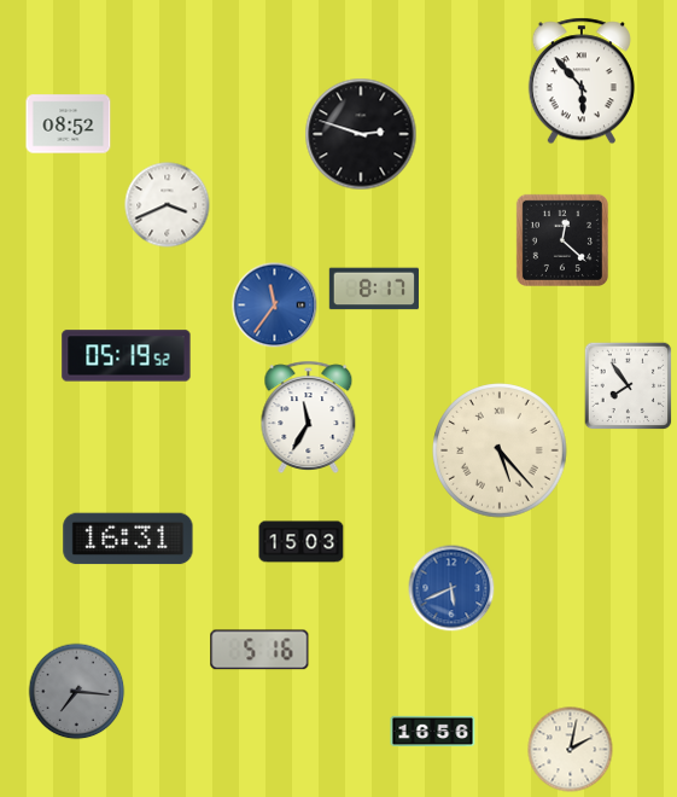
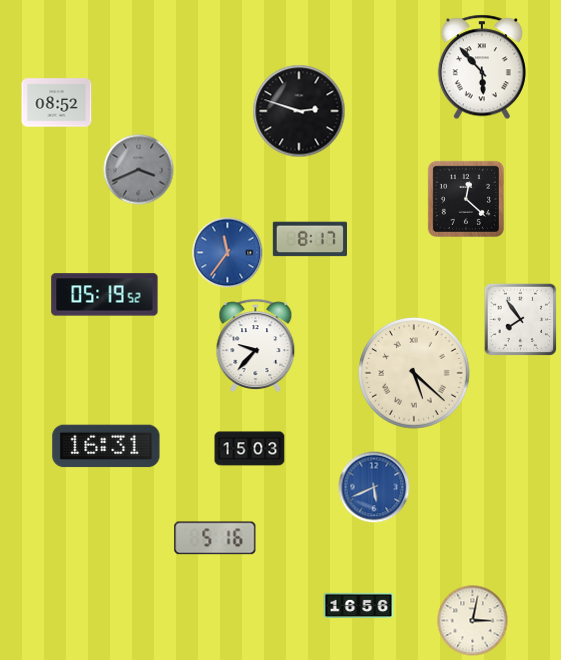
clock at (168, 205) dial: white -> grey
clock at (309, 417): 11:35 -> 9:37
clock at (500, 450): 5:23 -> 5:22
clock at (77, 692): 7:16 -> none
clock at (571, 750): 2:02 -> 3:02
